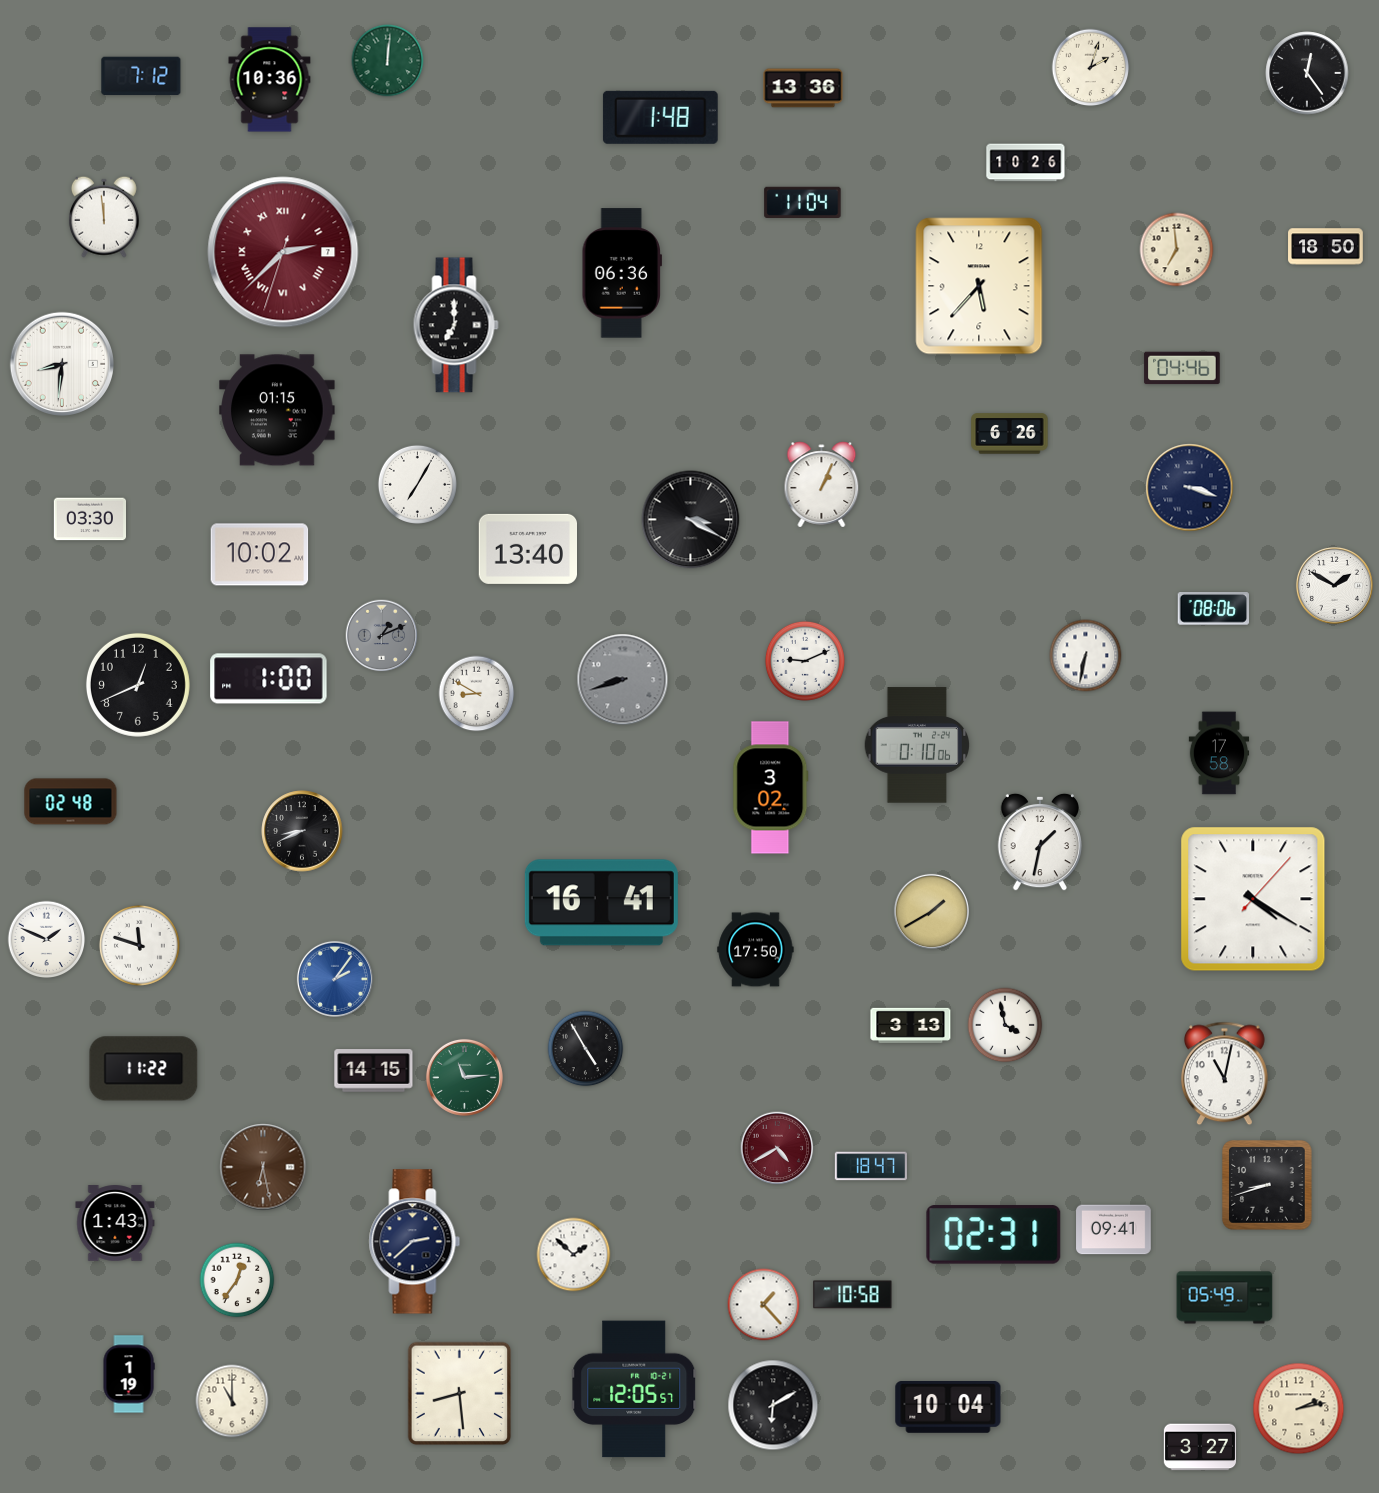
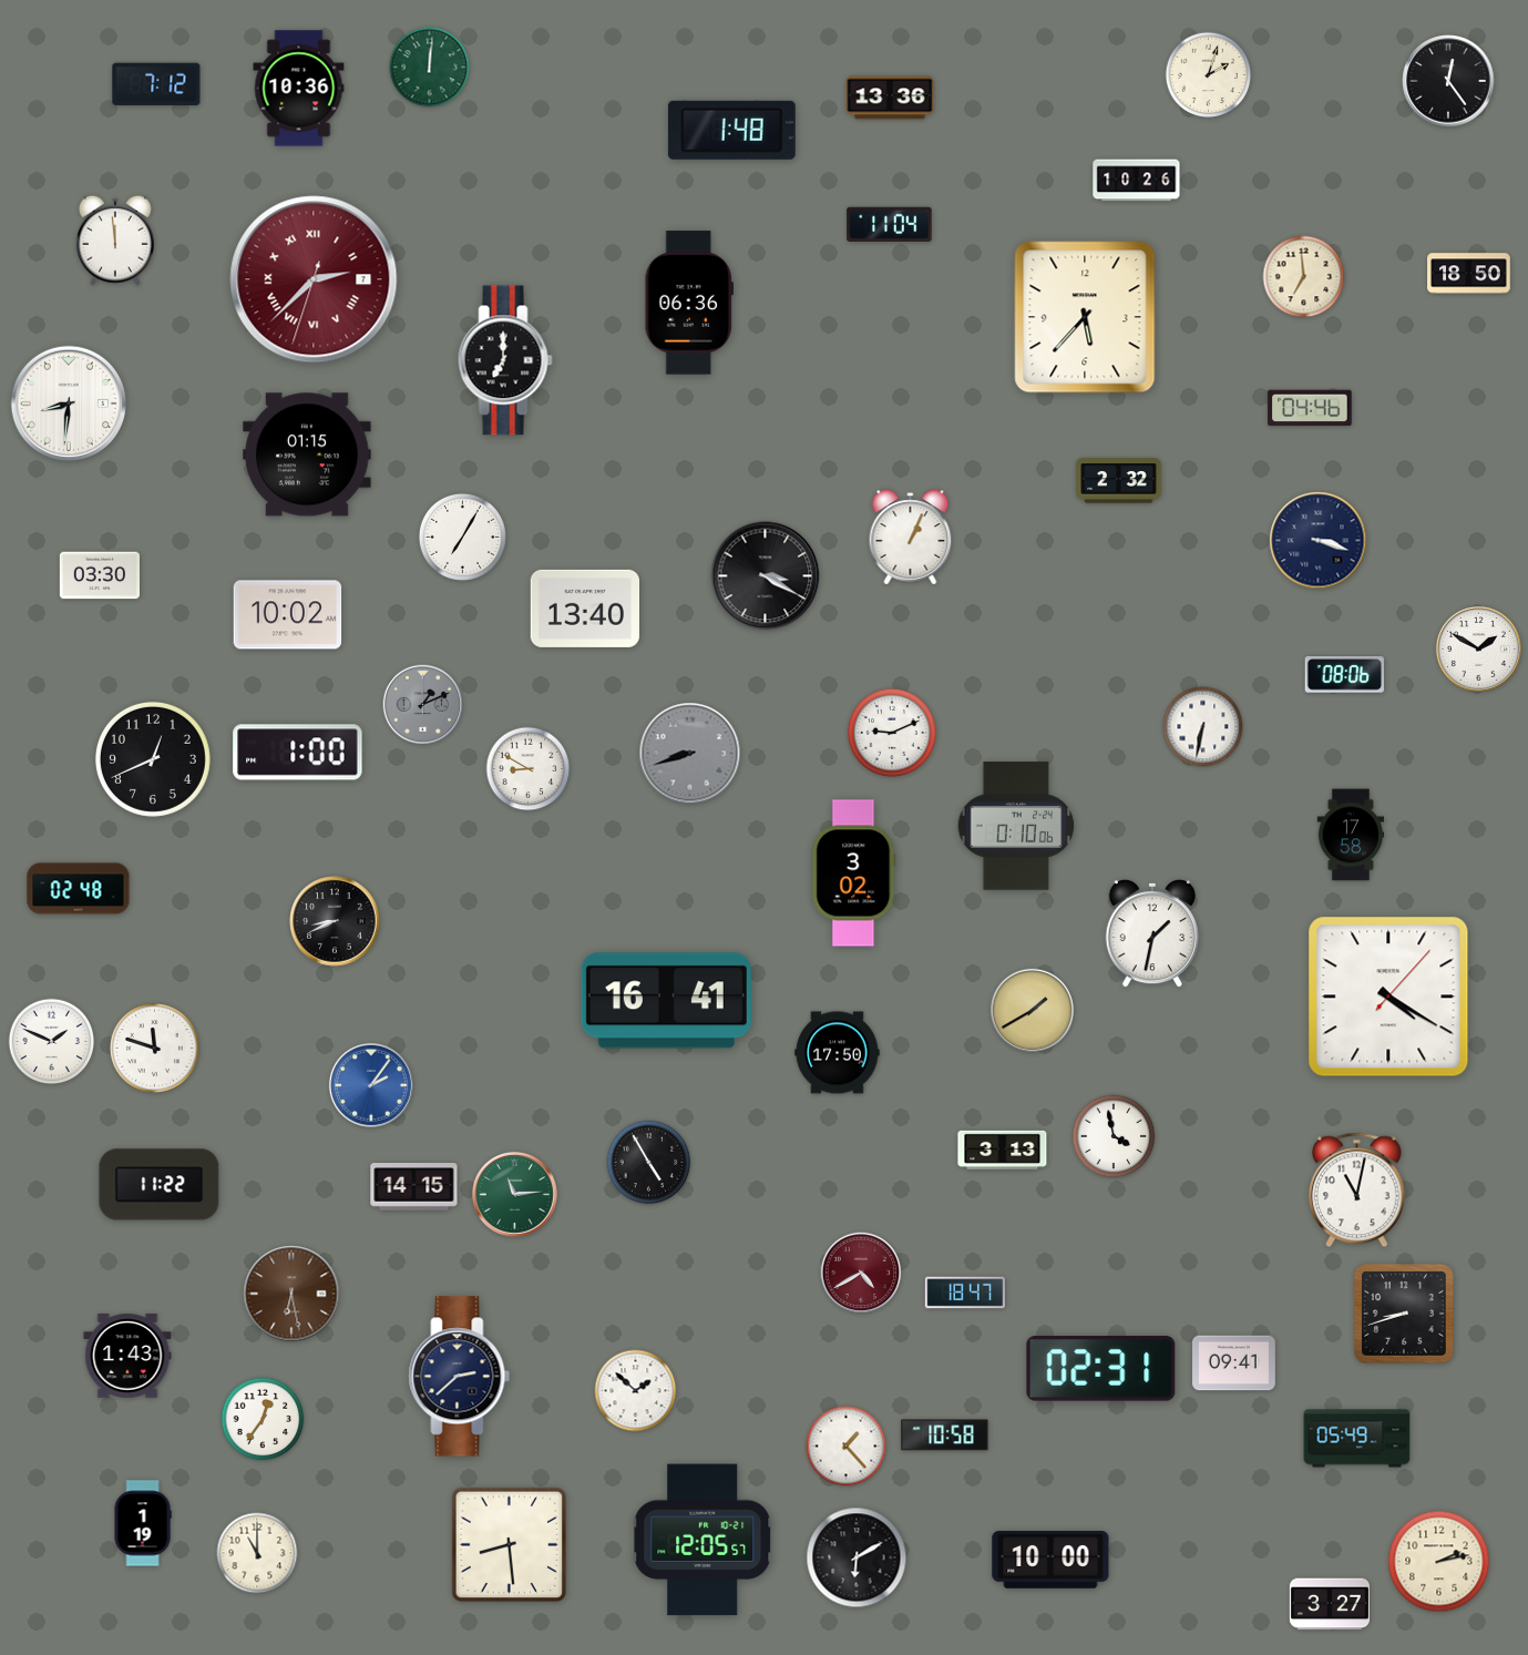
clock at (1010, 434): 6:26 -> 2:32
clock at (911, 1025) position: (911, 1025) -> (1003, 1150)
clock at (948, 1408): 10:04 -> 10:00
